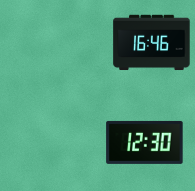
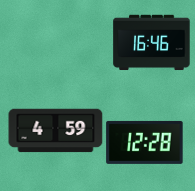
clock at (56, 131): none -> 4:59
clock at (145, 142): 12:30 -> 12:28
